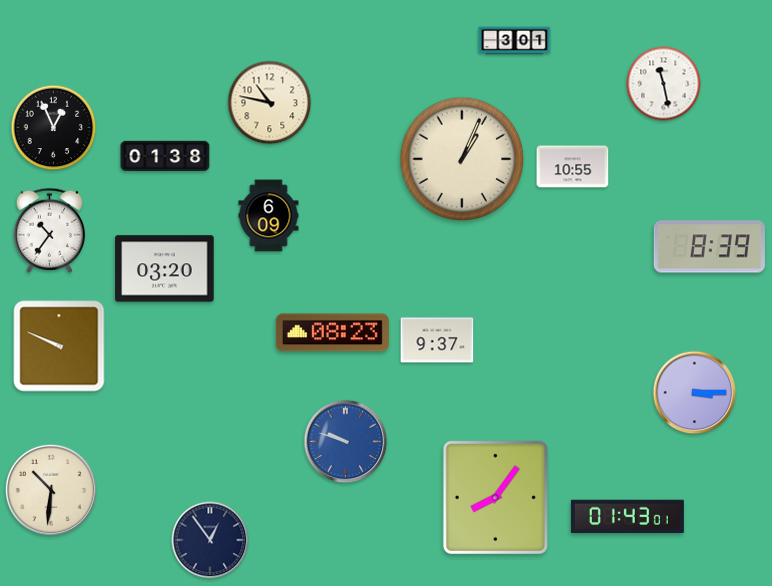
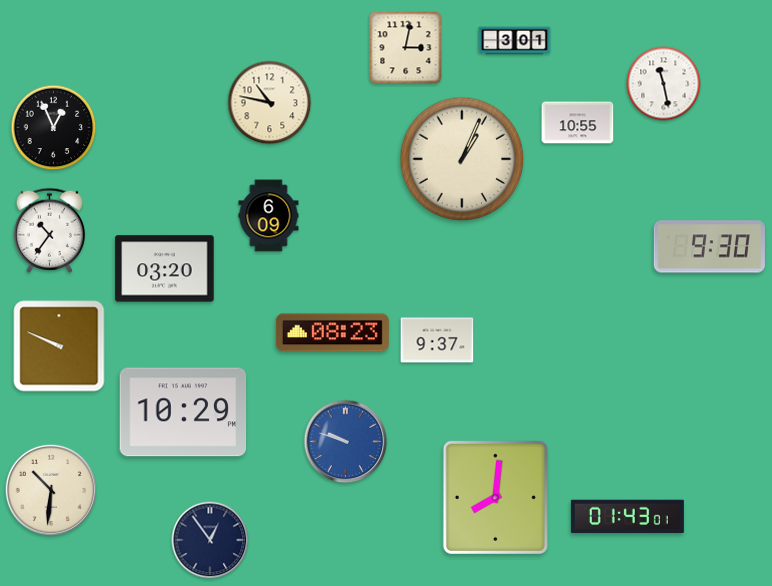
clock at (406, 48): none -> 3:02
clock at (165, 156): 01:38 -> none
clock at (573, 167) position: (573, 167) -> (578, 123)
clock at (709, 247): 8:39 -> 9:30
clock at (695, 393): 3:15 -> none
clock at (183, 412): none -> 10:29
clock at (495, 497): 8:06 -> 8:01
